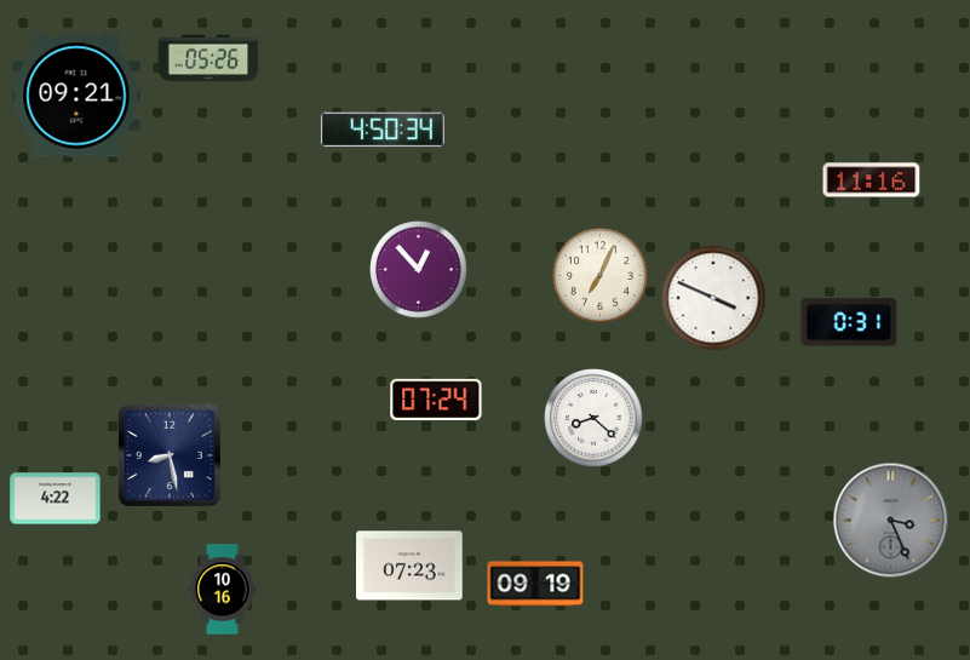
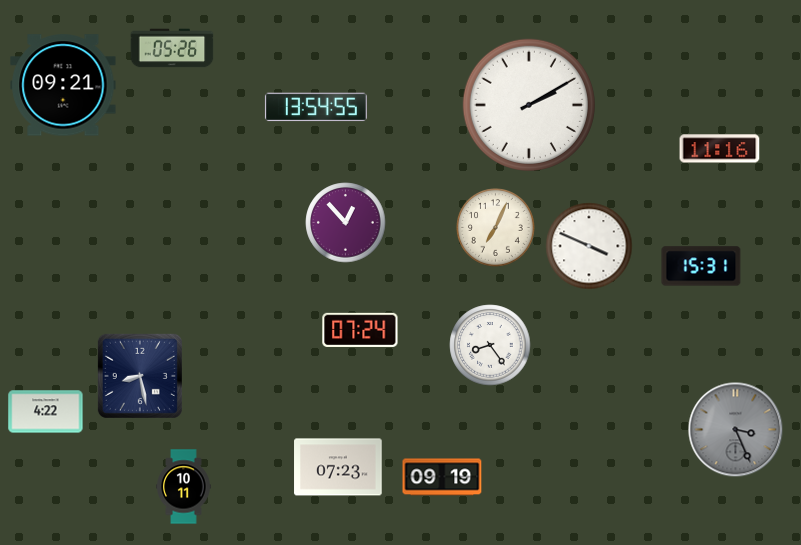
clock at (76, 96) position: (76, 96) -> (63, 85)
clock at (529, 105): none -> 2:10
clock at (383, 130): 4:50 -> 13:54
clock at (849, 322): 0:31 -> 15:31
clock at (593, 418): 8:22 -> 8:24
clock at (535, 584) position: (535, 584) -> (442, 477)
clock at (223, 590): 10:16 -> 10:11
